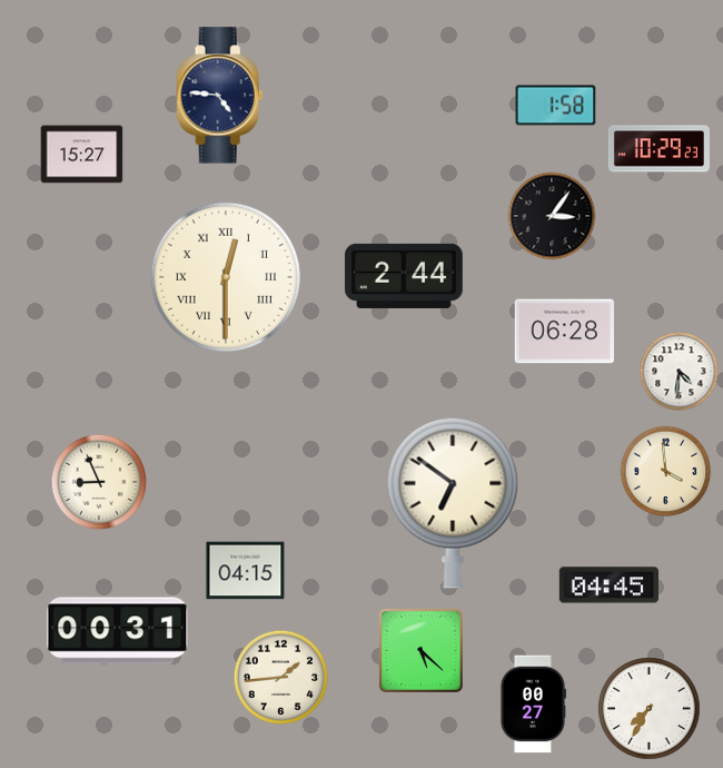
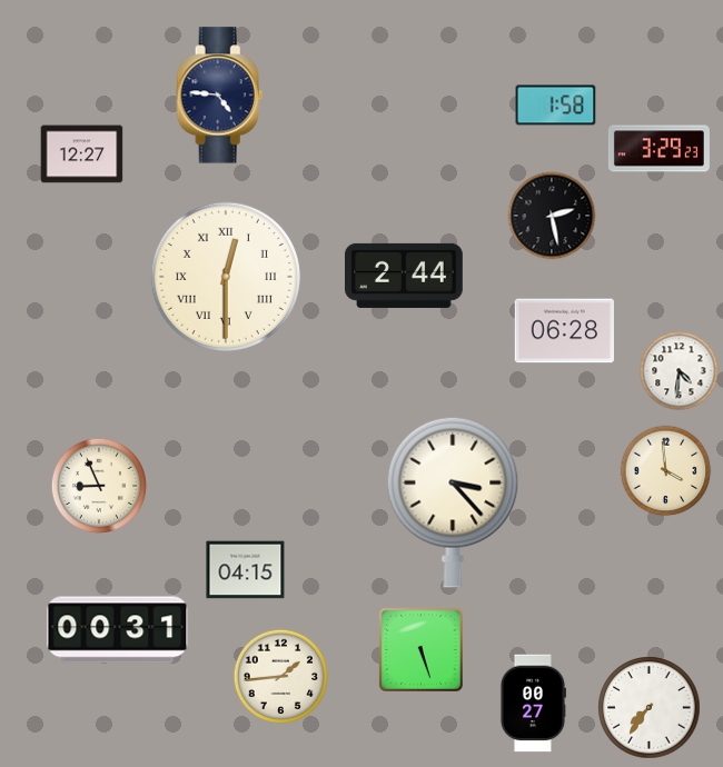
clock at (658, 149): 10:29 -> 3:29
clock at (82, 155): 15:27 -> 12:27
clock at (552, 216): 3:06 -> 2:28
clock at (99, 482) position: (99, 482) -> (99, 486)
clock at (453, 503): 6:51 -> 3:23
clock at (608, 585): 04:45 -> none
clock at (420, 650): 5:22 -> 5:27
clock at (650, 709): 7:35 -> 7:36
